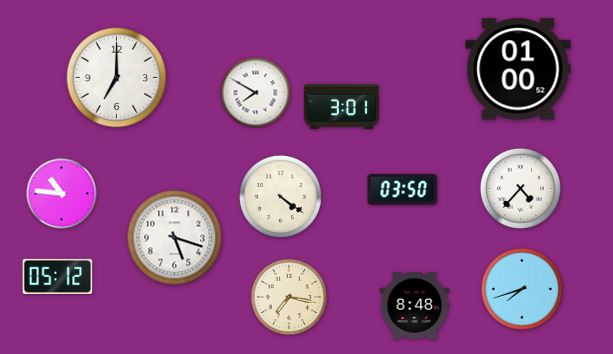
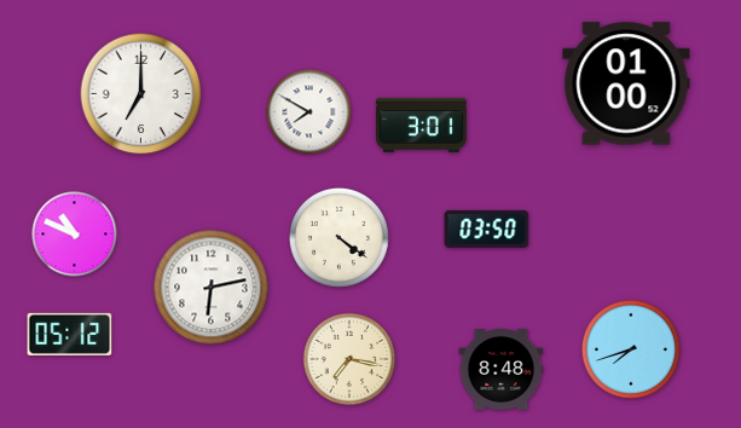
clock at (341, 106) position: (341, 106) -> (421, 125)
clock at (520, 188): 4:37 -> none
clock at (62, 194): 10:46 -> 10:49
clock at (175, 238): 5:18 -> 6:13
